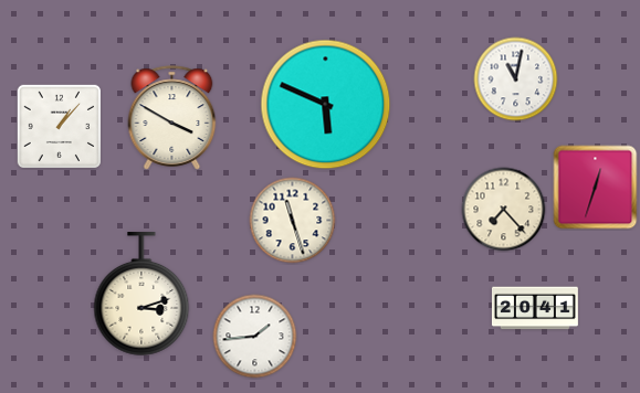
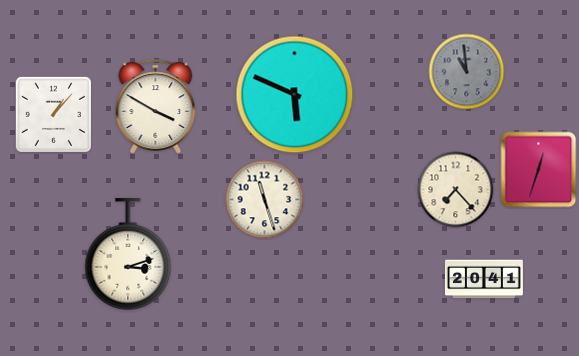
clock at (516, 79): 11:02 -> 10:59
clock at (516, 79) dial: white -> grey
clock at (141, 295) position: (141, 295) -> (128, 255)
clock at (255, 337): 1:44 -> none
